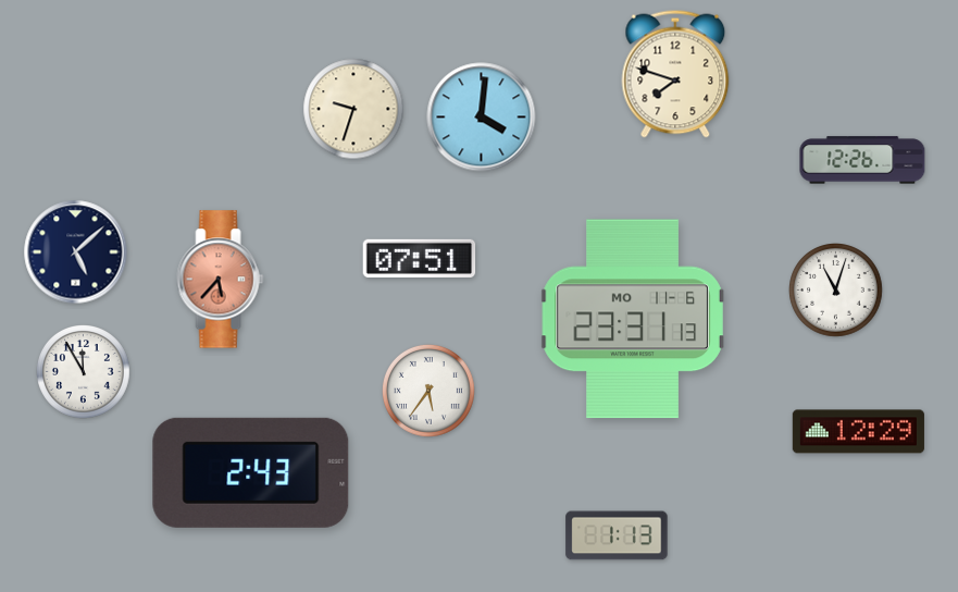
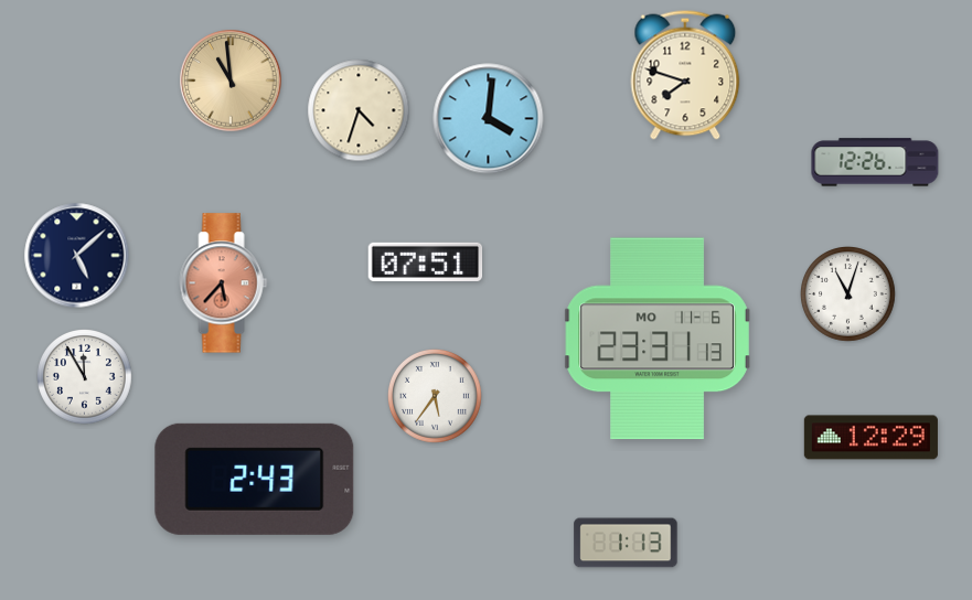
clock at (231, 81): none -> 10:59
clock at (353, 109): 9:33 -> 4:33
clock at (633, 319) position: (633, 319) -> (658, 339)
